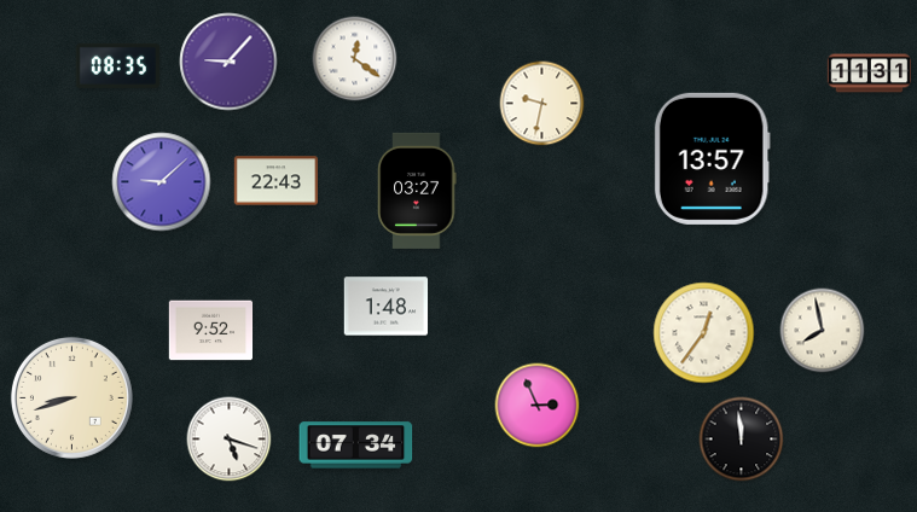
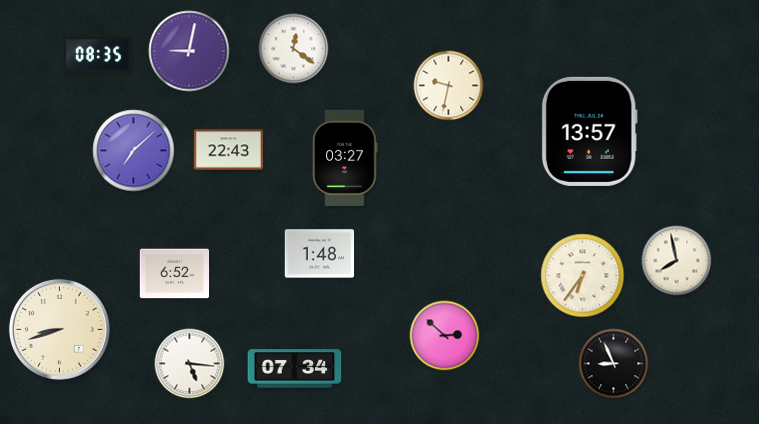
clock at (228, 62): 9:07 -> 9:02
clock at (870, 74): 11:31 -> none
clock at (162, 182): 9:08 -> 7:08
clock at (211, 331): 9:52 -> 6:52
clock at (823, 331) position: (823, 331) -> (677, 261)
clock at (704, 333): 12:36 -> 6:36
clock at (538, 406): 2:56 -> 2:52
clock at (230, 440): 5:18 -> 5:16
clock at (742, 440): 11:59 -> 8:56
